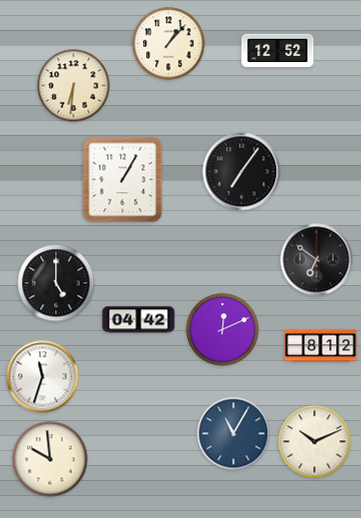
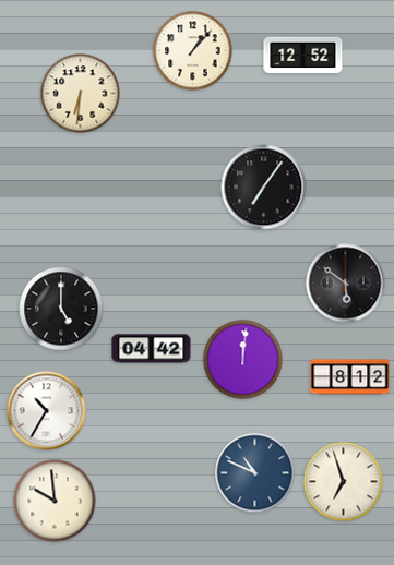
clock at (169, 44) position: (169, 44) -> (193, 51)
clock at (123, 180): 1:05 -> none
clock at (317, 260): 6:51 -> 5:51
clock at (223, 330): 12:11 -> 12:01
clock at (43, 377): 11:33 -> 10:35
clock at (234, 434): 11:05 -> 10:49
clock at (315, 442): 10:11 -> 6:57
